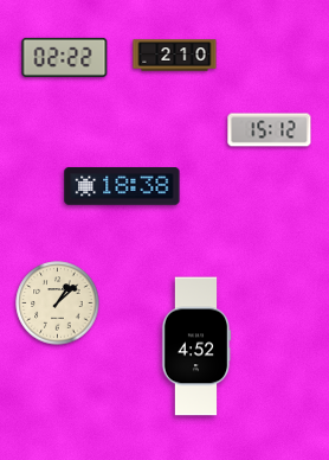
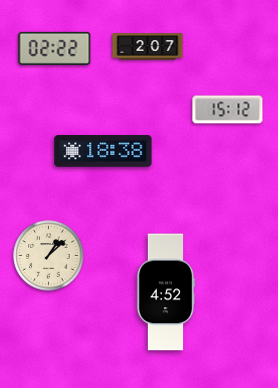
clock at (175, 56): 2:10 -> 2:07
clock at (122, 186) position: (122, 186) -> (103, 151)
